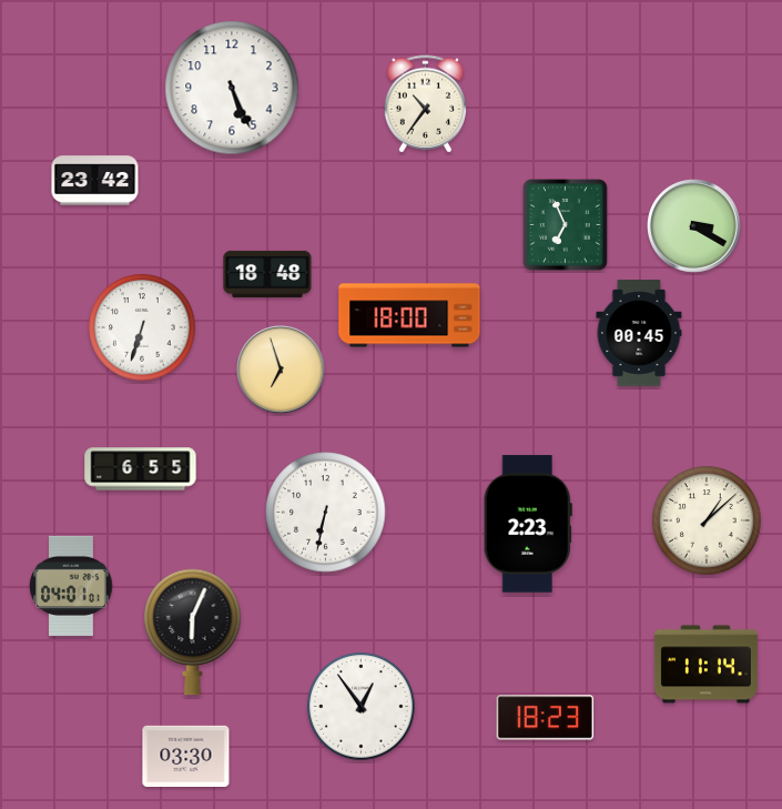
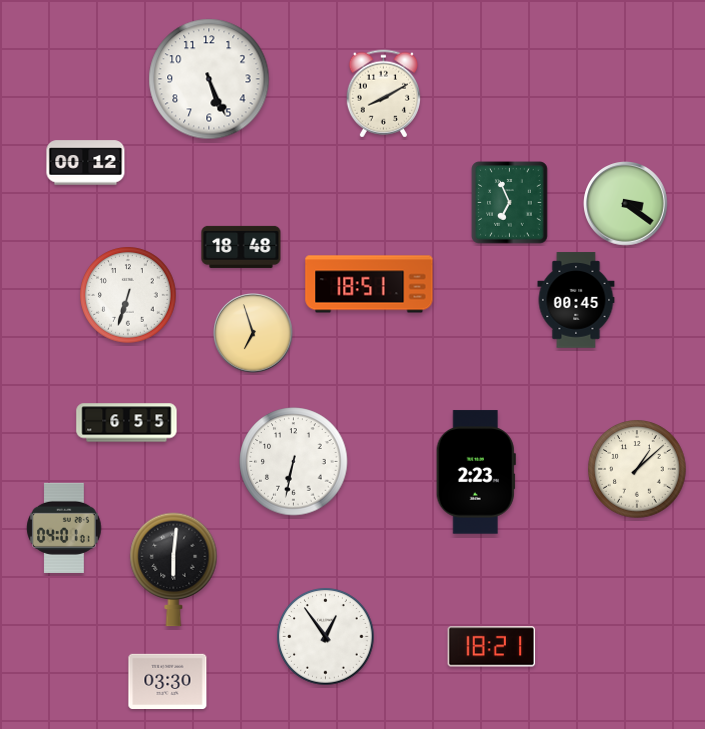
clock at (425, 104): 10:36 -> 8:10
clock at (95, 181): 23:42 -> 00:12
clock at (694, 226): 3:20 -> 3:21
clock at (409, 315): 18:00 -> 18:51
clock at (193, 633): 6:04 -> 6:01
clock at (705, 665): 11:14 -> none
clock at (546, 718): 18:23 -> 18:21
